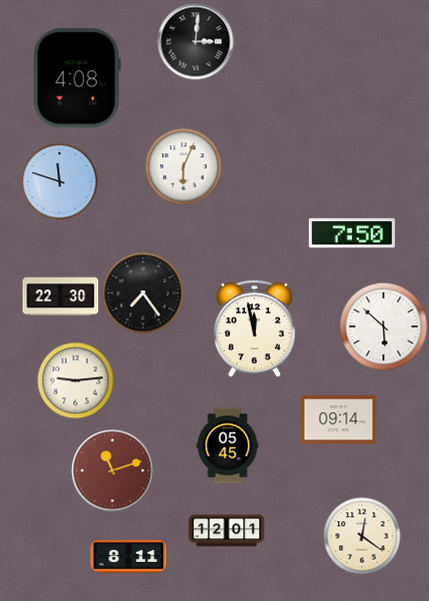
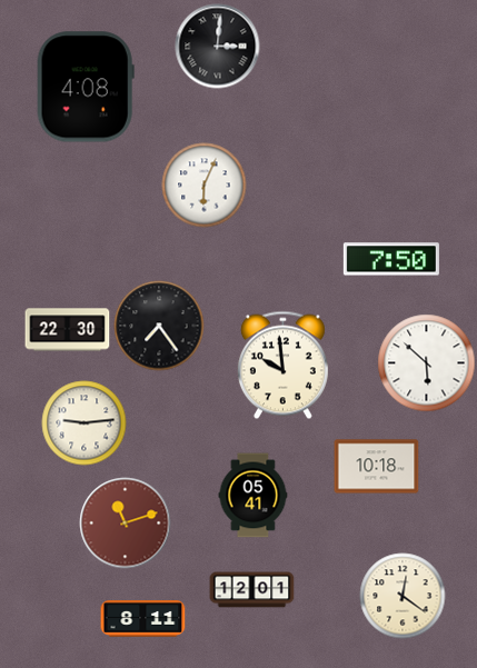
clock at (60, 182): 11:48 -> none
clock at (254, 329): 11:58 -> 9:59
clock at (339, 420): 09:14 -> 10:18
clock at (228, 446): 05:45 -> 05:41
